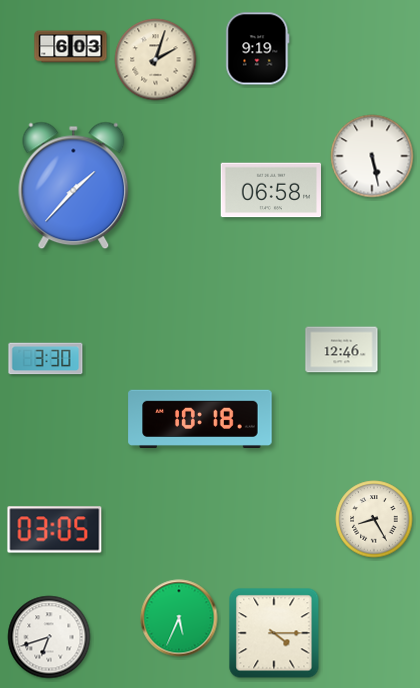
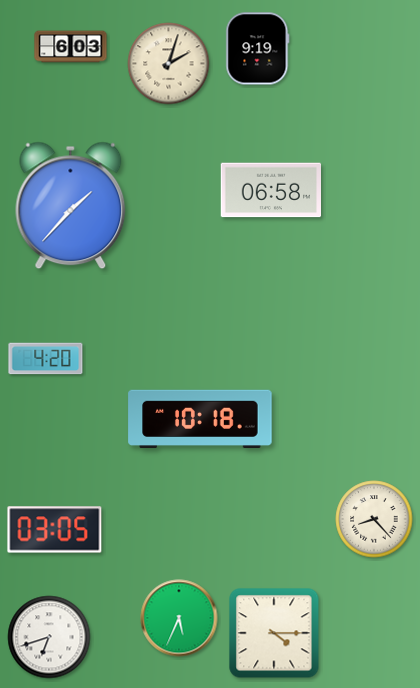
clock at (156, 60) position: (156, 60) -> (169, 64)
clock at (372, 156): 5:28 -> none
clock at (74, 186) position: (74, 186) -> (71, 206)
clock at (342, 350): 12:46 -> none
clock at (46, 359): 3:30 -> 4:20
clock at (374, 519): 8:25 -> 8:23
